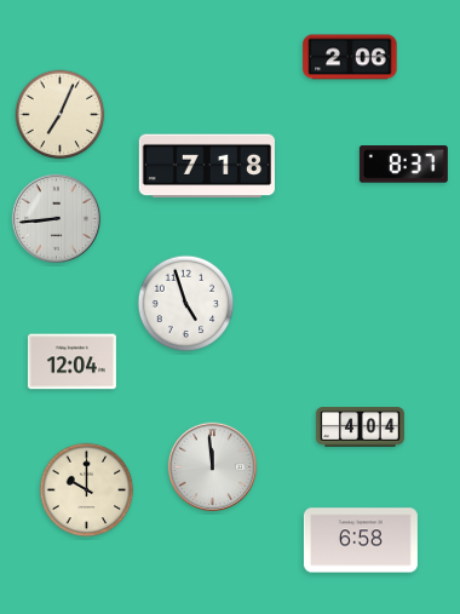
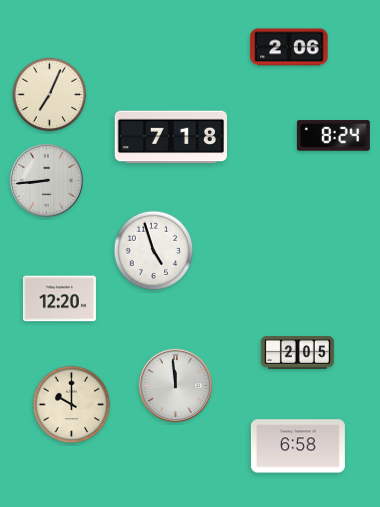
clock at (403, 165): 8:37 -> 8:24
clock at (71, 362): 12:04 -> 12:20
clock at (360, 427): 4:04 -> 2:05
